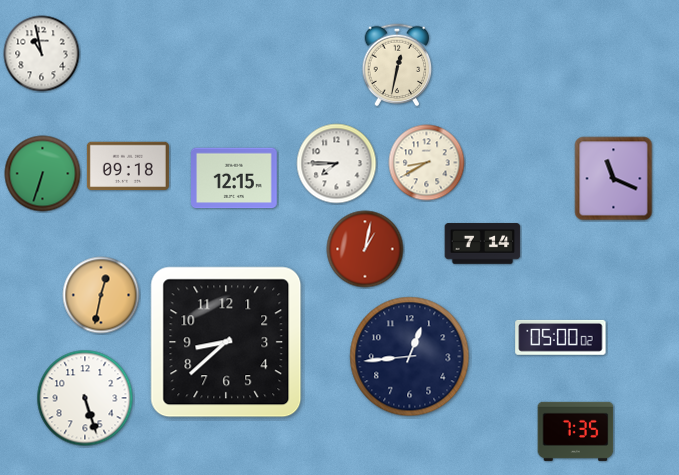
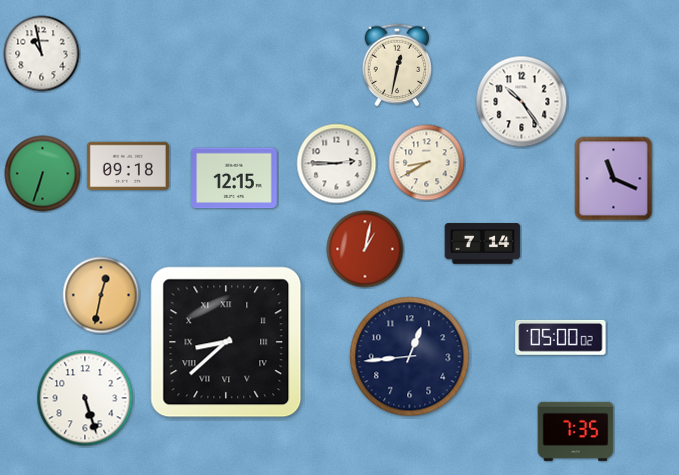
clock at (522, 102): none -> 10:24
clock at (337, 164): 7:45 -> 2:45
clock at (226, 342) numerals: Arabic -> Roman
